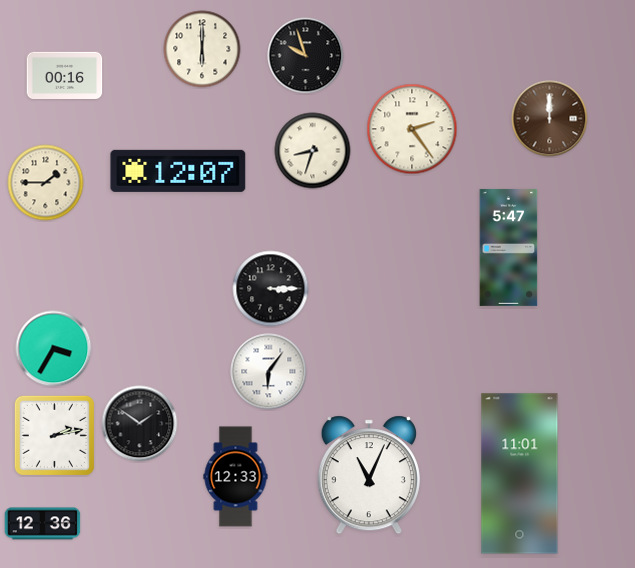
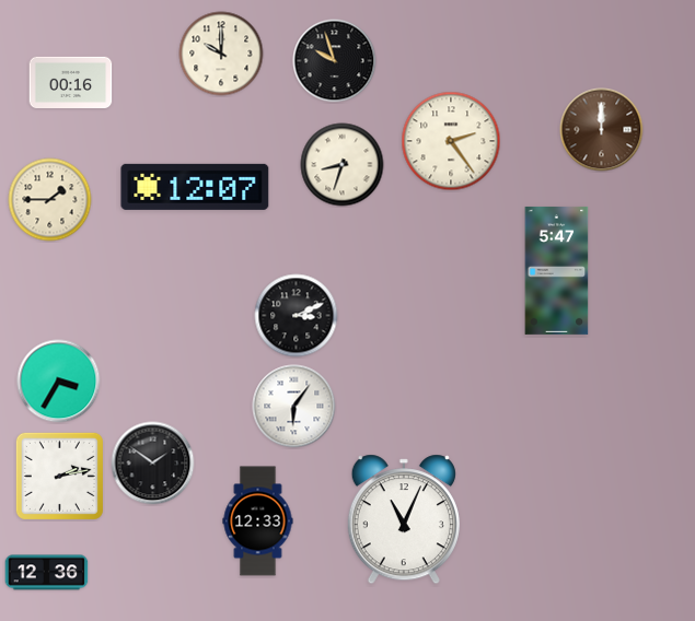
clock at (202, 49): 6:00 -> 10:00
clock at (271, 289): 3:15 -> 3:11
clock at (520, 474): 11:01 -> none
